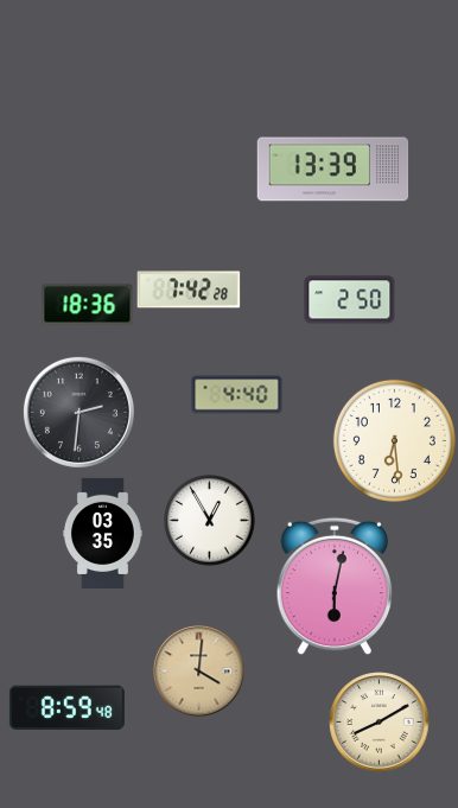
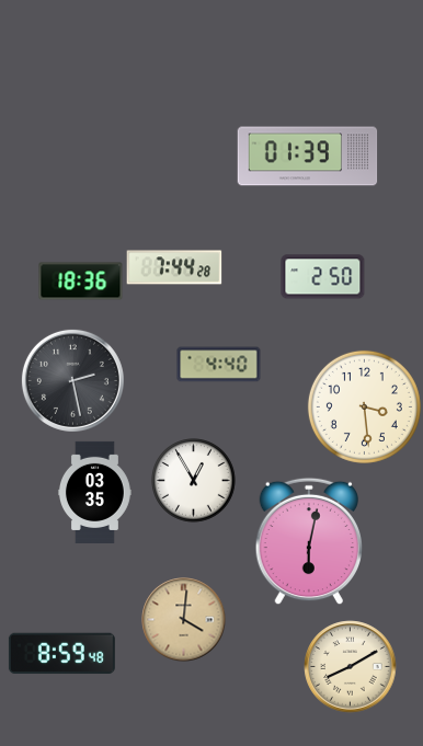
clock at (333, 170): 13:39 -> 01:39
clock at (189, 290): 7:42 -> 7:44
clock at (78, 412): 2:31 -> 2:28
clock at (394, 440): 6:29 -> 3:29
